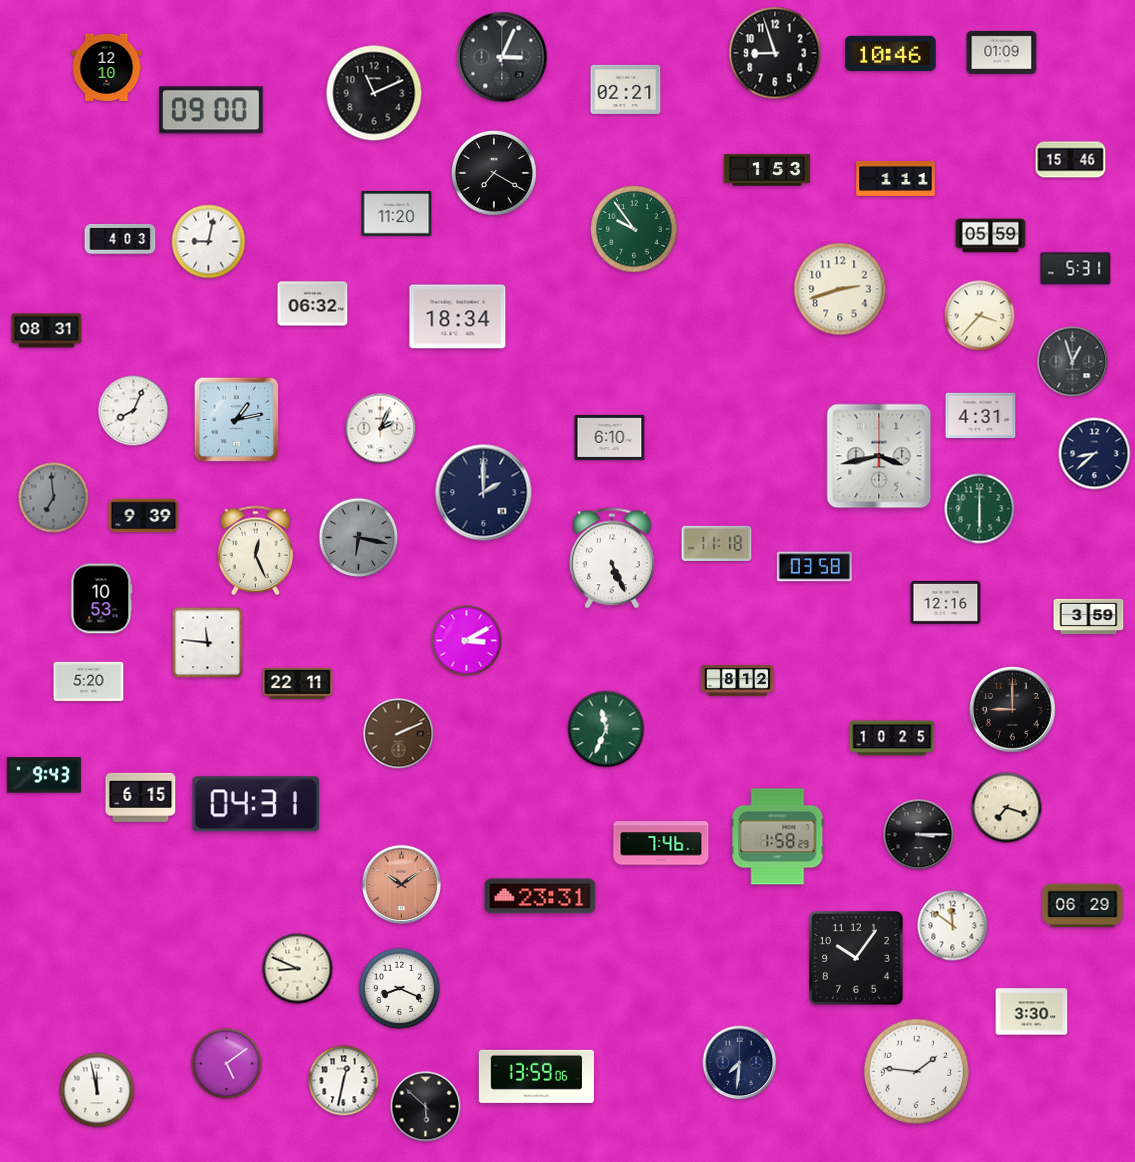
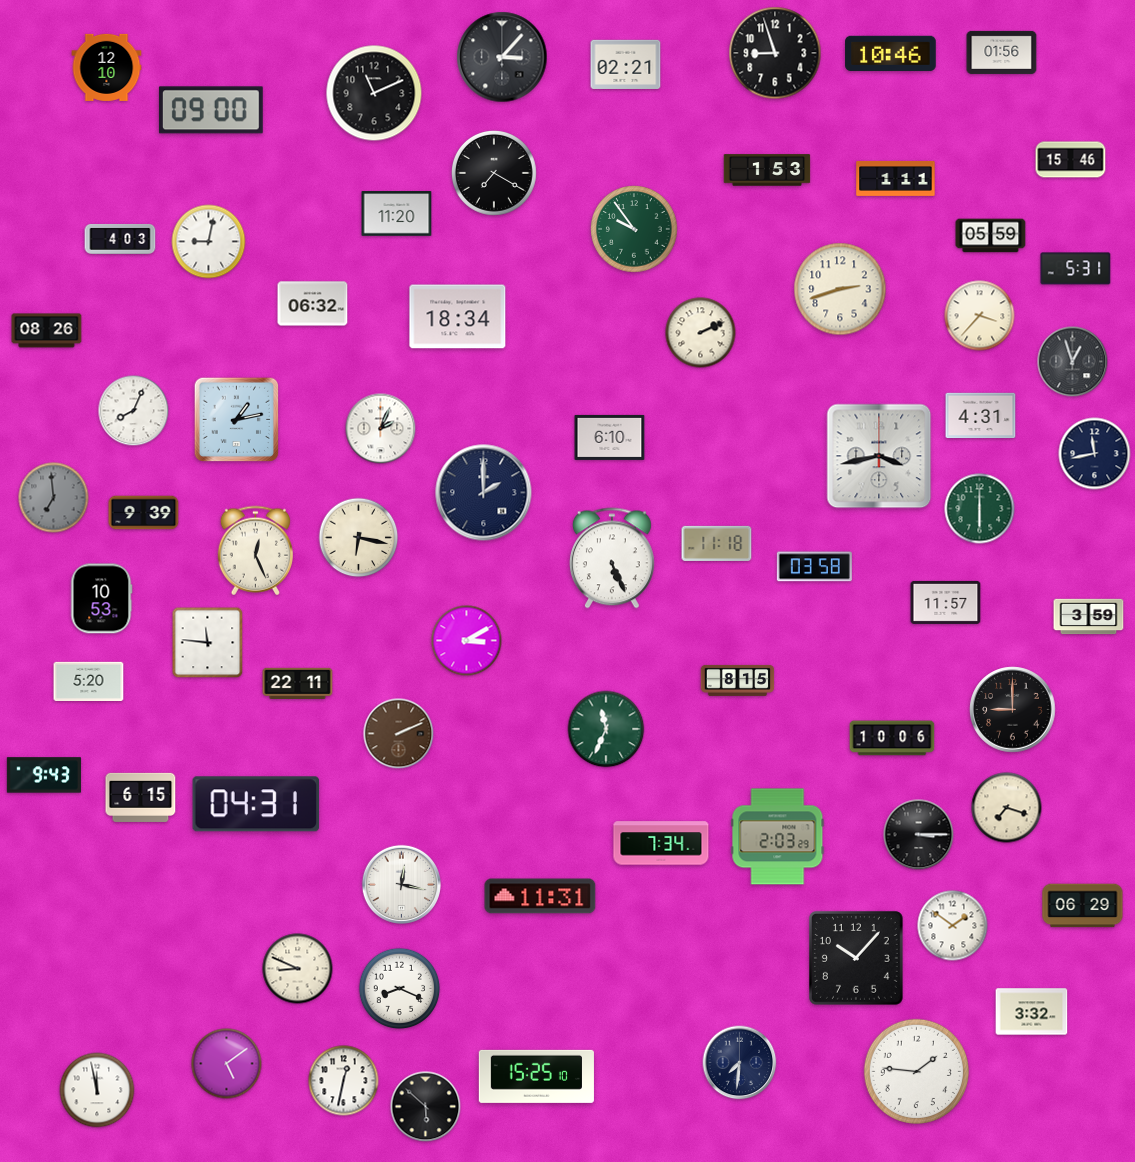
clock at (1002, 52): 01:09 -> 01:56
clock at (502, 57): 3:04 -> 3:07
clock at (626, 89) position: (626, 89) -> (626, 64)
clock at (47, 331): 08:31 -> 08:26
clock at (701, 333): none -> 2:11
clock at (1095, 454): 8:38 -> 11:43
clock at (144, 516) position: (144, 516) -> (144, 513)
clock at (359, 538) dial: grey -> cream
clock at (946, 602): 12:16 -> 11:57
clock at (738, 680): 8:12 -> 8:15
clock at (892, 738): 10:25 -> 10:06
clock at (778, 837): 1:58 -> 2:03
clock at (661, 843): 7:46 -> 7:34
clock at (401, 884): 10:09 -> 12:17
clock at (401, 884) dial: salmon -> white
clock at (540, 896): 23:31 -> 11:31
clock at (953, 926): 11:51 -> 1:51
clock at (856, 958): 10:06 -> 10:07
clock at (1032, 1012): 3:30 -> 3:32
clock at (536, 1076): 13:59 -> 15:25
